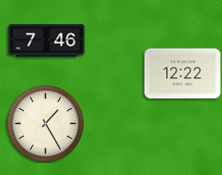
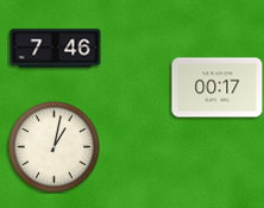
clock at (183, 74): 12:22 -> 00:17
clock at (46, 124): 1:25 -> 1:02
